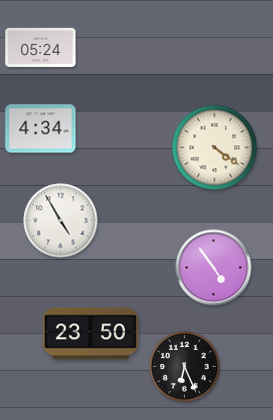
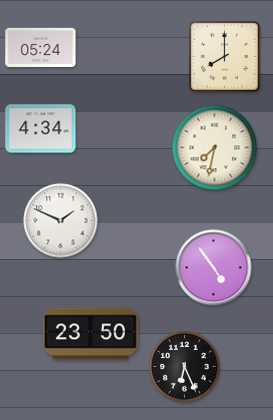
clock at (224, 56): none -> 8:00
clock at (215, 148): 4:21 -> 7:32
clock at (61, 221): 4:55 -> 1:49
